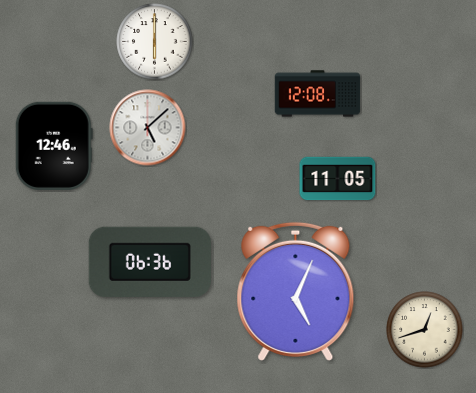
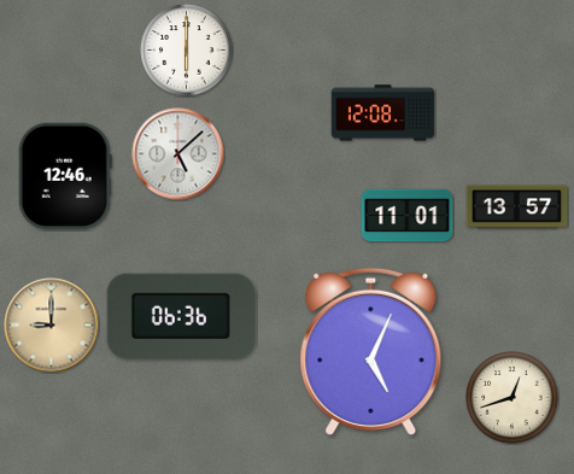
clock at (517, 207): none -> 13:57
clock at (338, 179): 11:05 -> 11:01
clock at (52, 326): none -> 9:00
clock at (296, 291) position: (296, 291) -> (371, 351)
